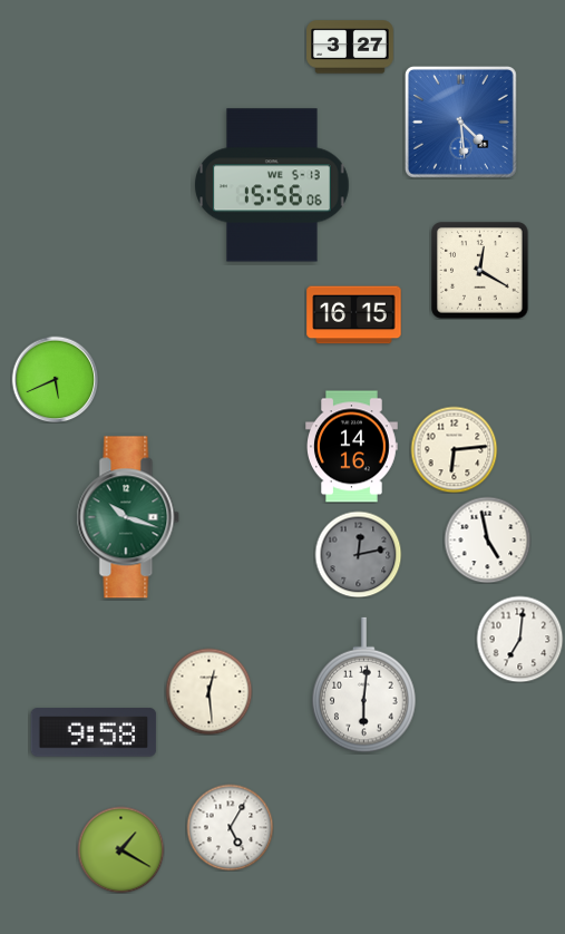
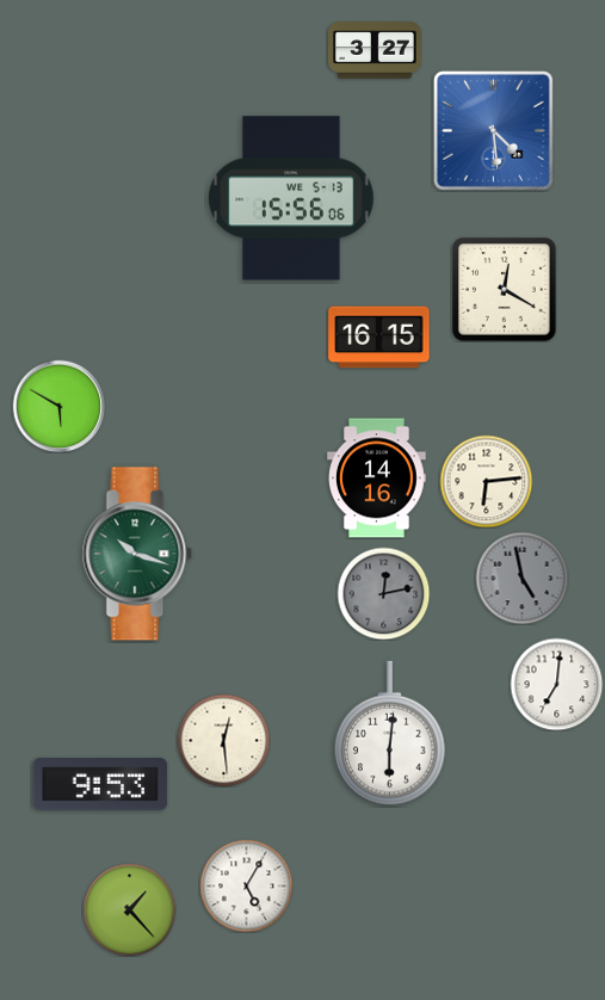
clock at (480, 271) position: (480, 271) -> (505, 290)
clock at (55, 379): 5:41 -> 5:50
clock at (487, 539) dial: white -> grey
clock at (94, 732): 9:58 -> 9:53
clock at (120, 849): 1:20 -> 1:23
